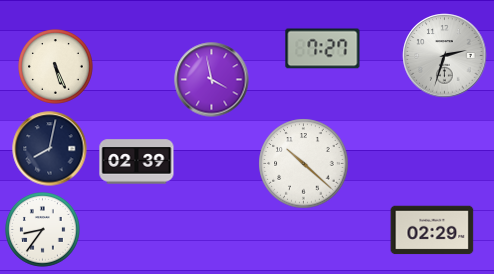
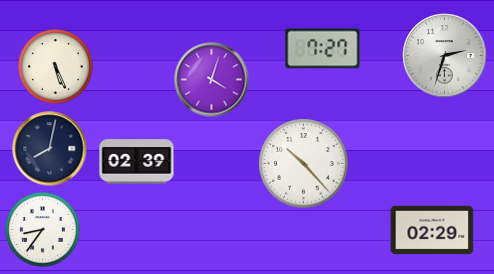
clock at (212, 80): 3:58 -> 4:03
clock at (304, 164): 10:22 -> 10:23
